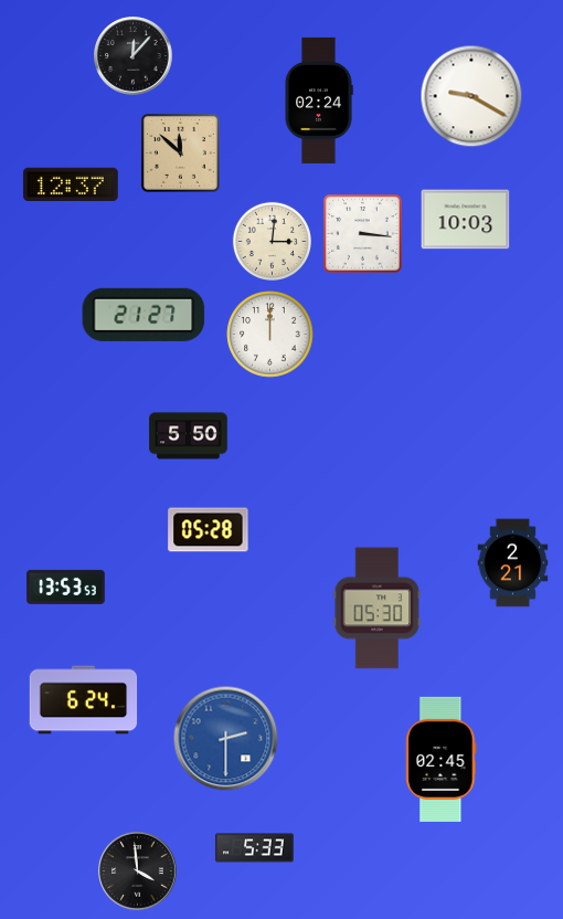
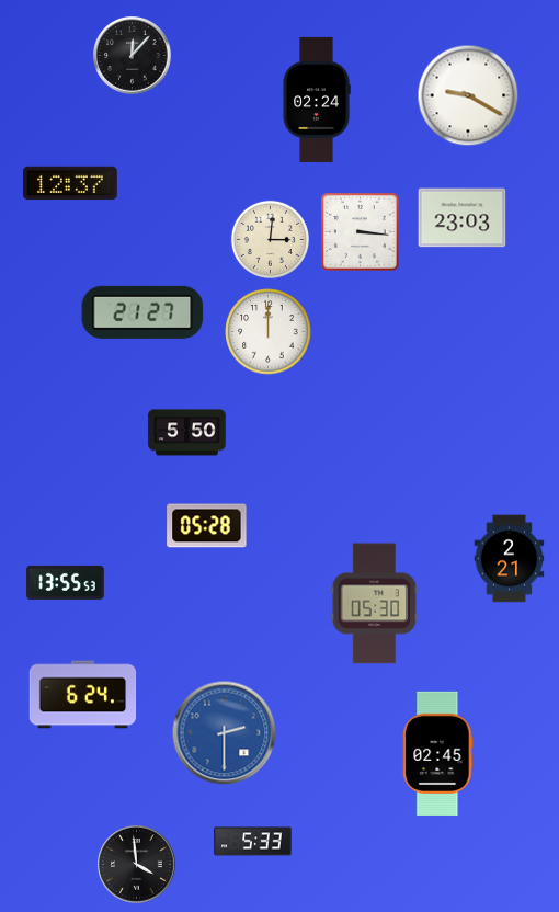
clock at (180, 152): 11:52 -> none
clock at (466, 220): 10:03 -> 23:03
clock at (66, 587): 13:53 -> 13:55
